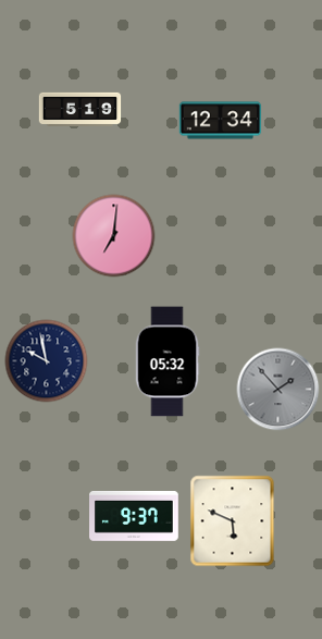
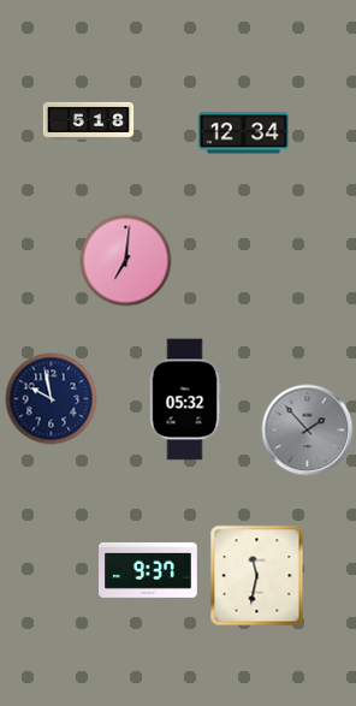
clock at (81, 109): 5:19 -> 5:18
clock at (233, 521): 5:49 -> 11:32
